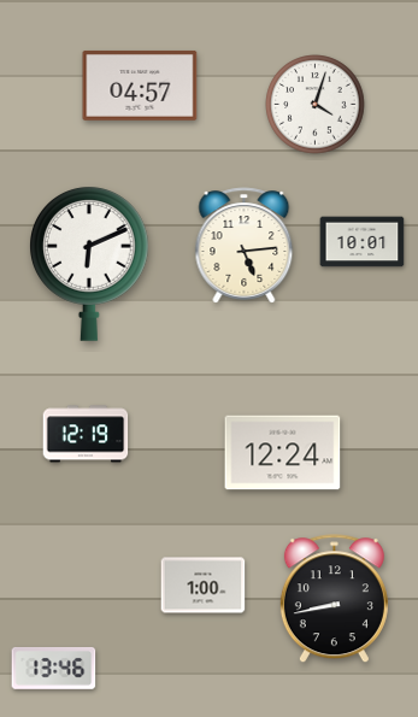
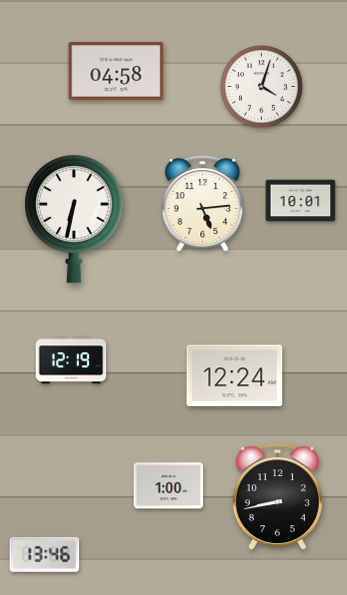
clock at (140, 86): 04:57 -> 04:58
clock at (90, 264): 6:11 -> 6:32
